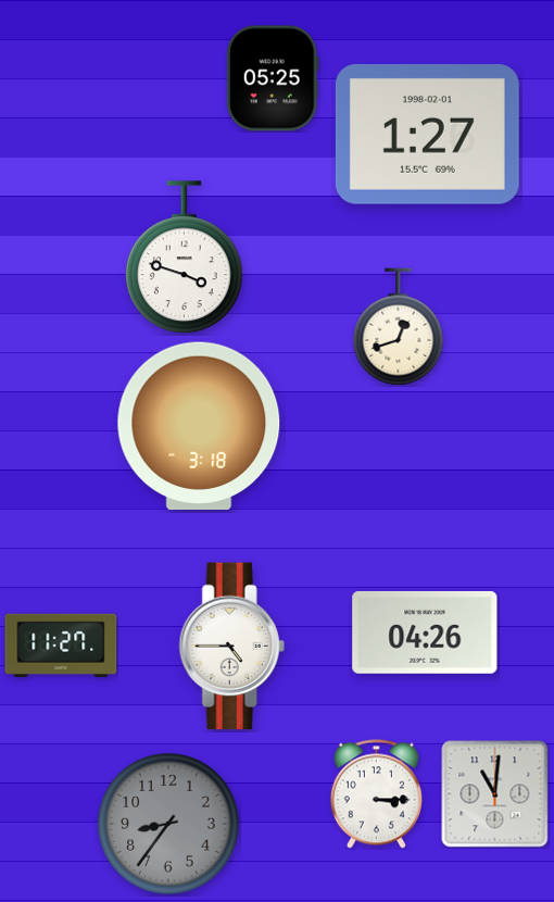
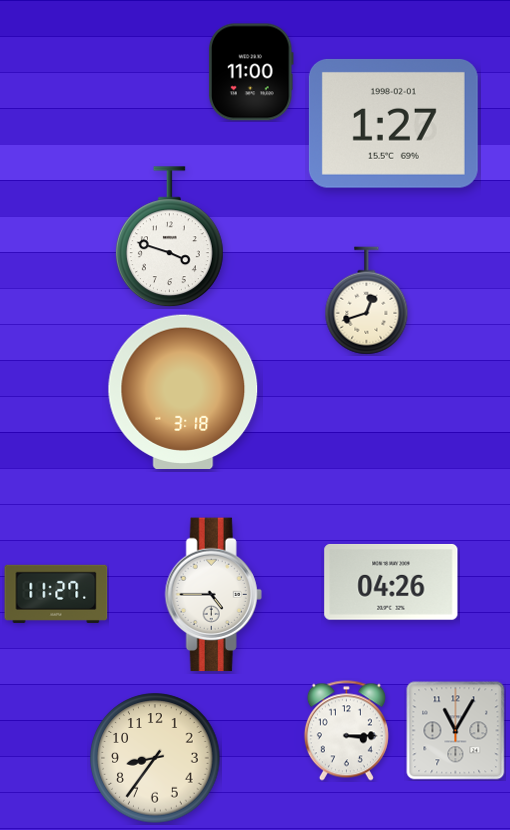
clock at (273, 78): 05:25 -> 11:00
clock at (495, 794): 11:01 -> 11:05
clock at (168, 824) dial: grey -> cream
